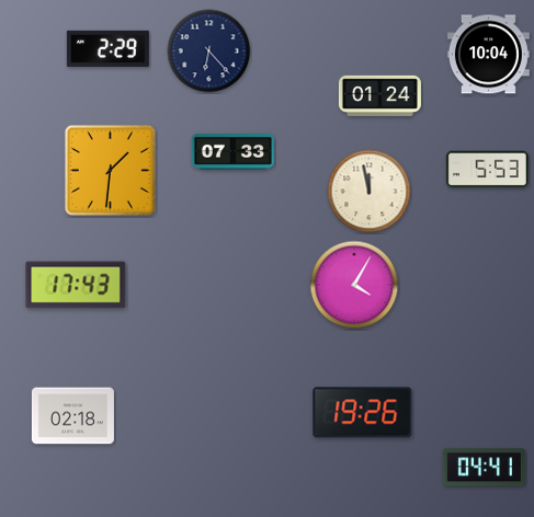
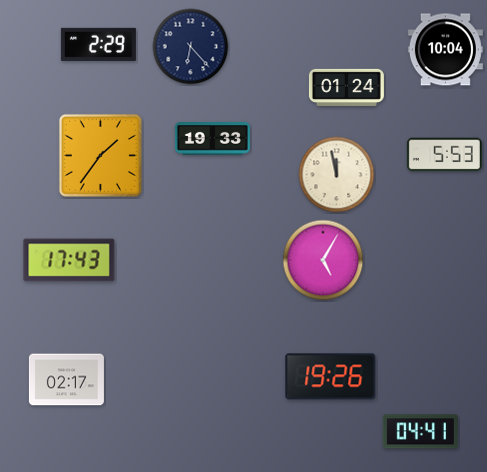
clock at (232, 152): 07:33 -> 19:33
clock at (110, 170): 1:31 -> 1:36
clock at (354, 285): 4:05 -> 5:05
clock at (72, 416): 02:18 -> 02:17
clock at (484, 468) position: (484, 468) -> (420, 432)
